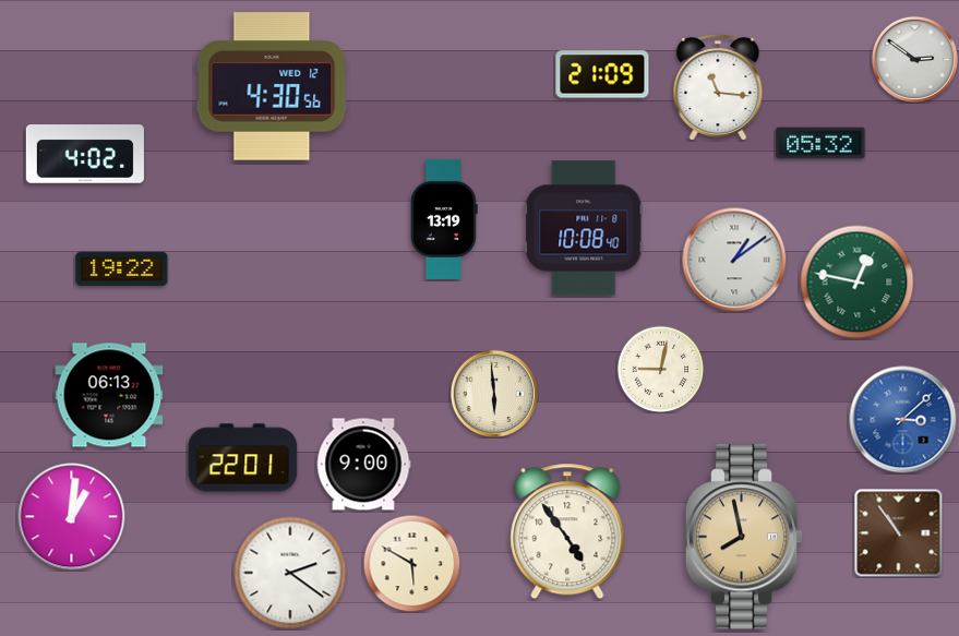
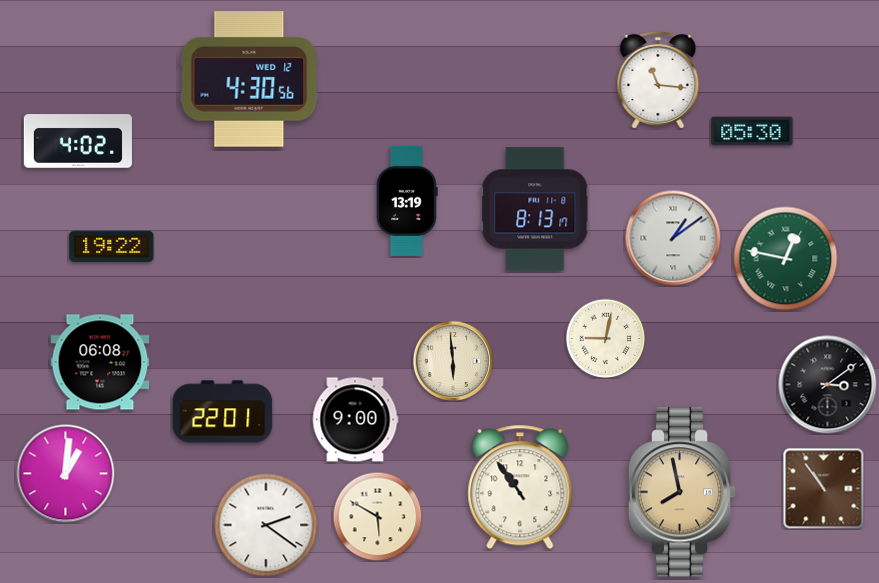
clock at (914, 59): 2:51 -> none
clock at (602, 74): 21:09 -> none
clock at (820, 143): 05:32 -> 05:30
clock at (584, 228): 10:08 -> 8:13
clock at (109, 395): 06:13 -> 06:08
clock at (903, 420): 3:08 -> 3:09
clock at (903, 420) dial: blue -> black
clock at (243, 458) position: (243, 458) -> (223, 412)
clock at (363, 465) position: (363, 465) -> (355, 420)
clock at (567, 531): 4:54 -> 10:54
